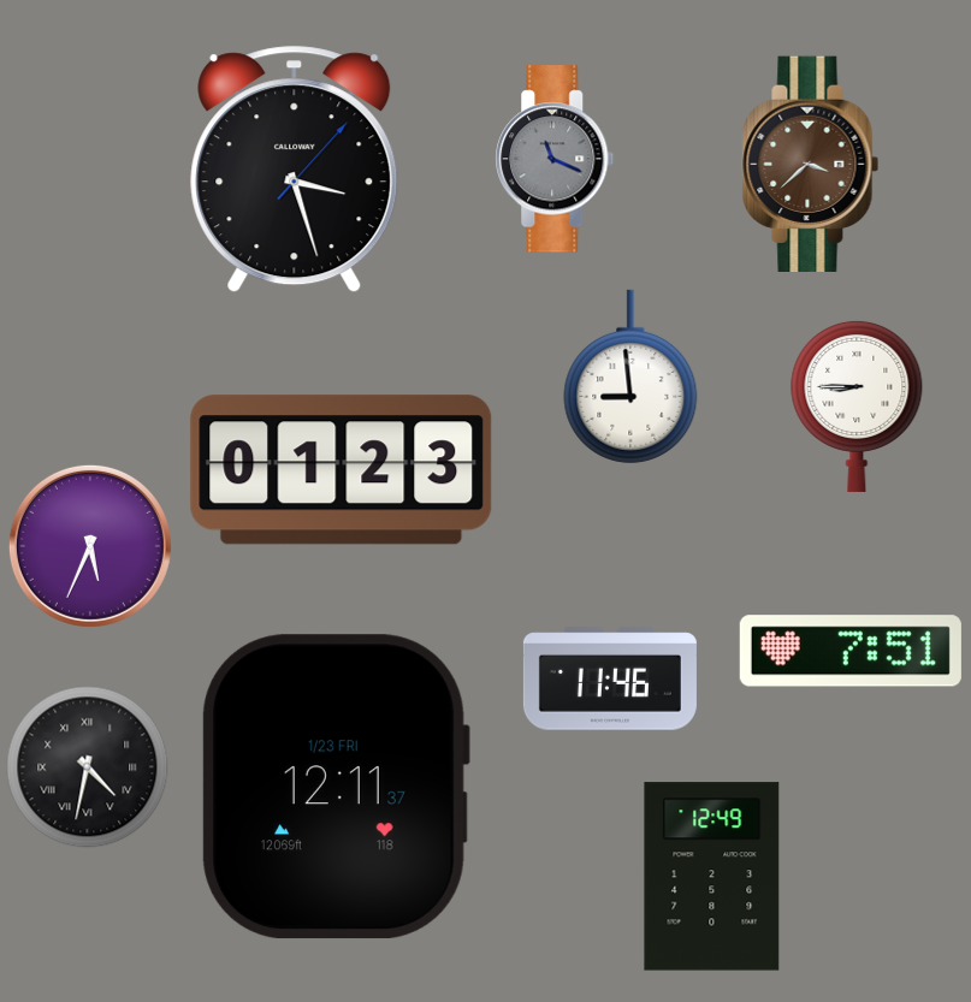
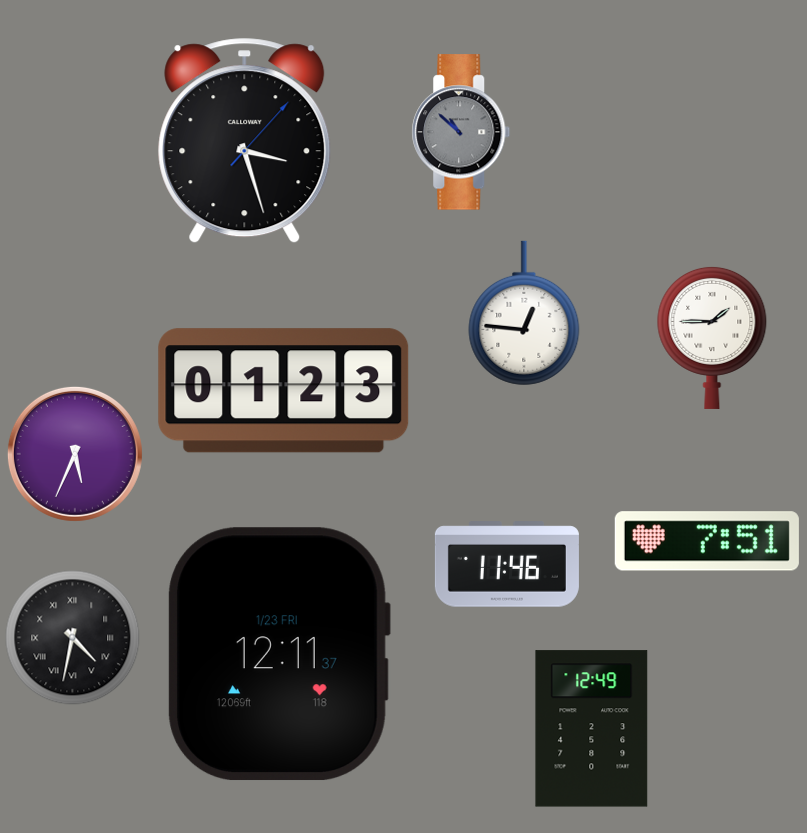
clock at (555, 159): 11:19 -> 10:52
clock at (811, 164): 3:38 -> none
clock at (630, 377): 8:59 -> 12:46
clock at (857, 405): 8:45 -> 1:45
